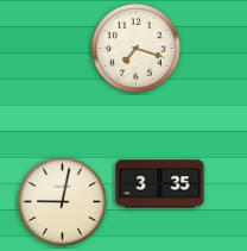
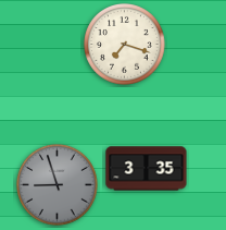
clock at (63, 202): 9:02 -> 8:57
clock at (63, 202) dial: cream -> grey
